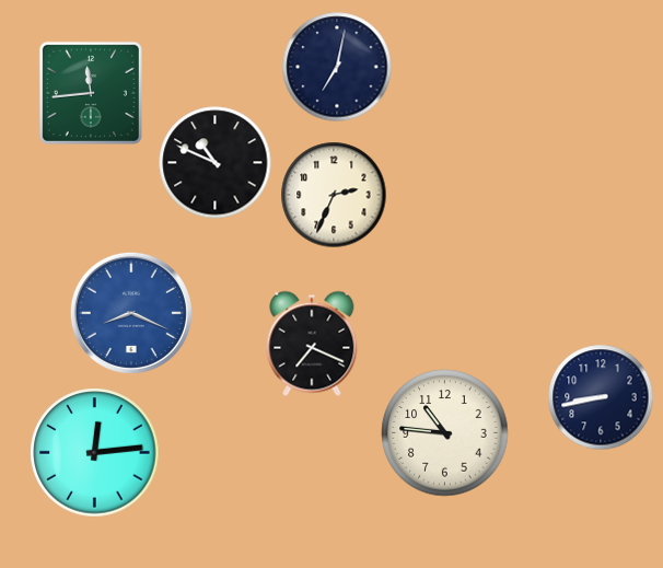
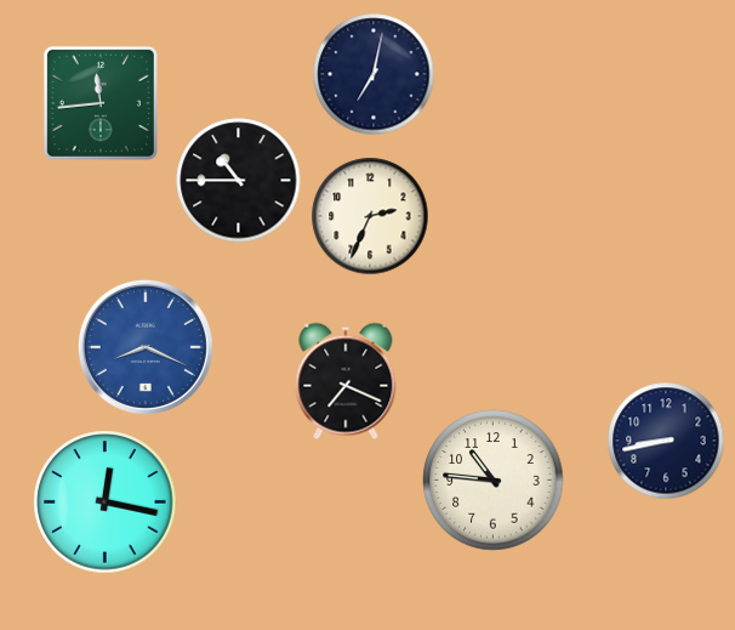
clock at (216, 163): 10:49 -> 10:45
clock at (95, 453): 12:14 -> 12:17
